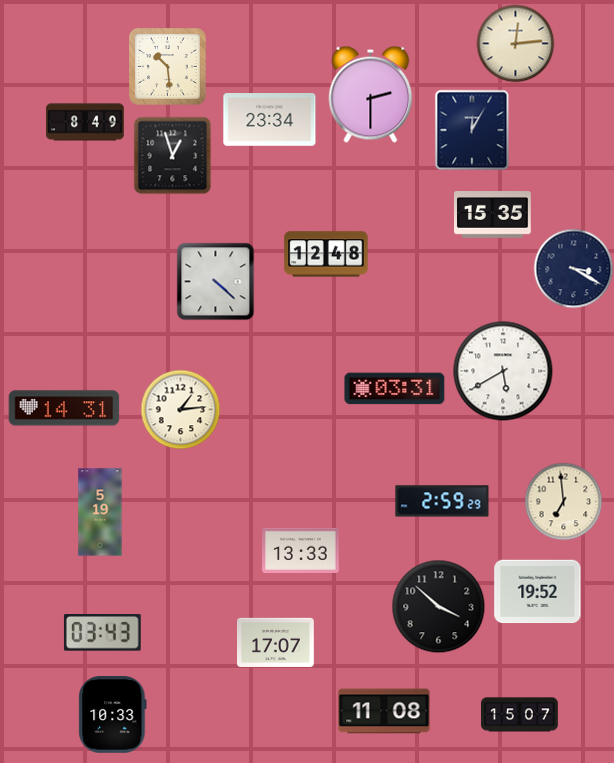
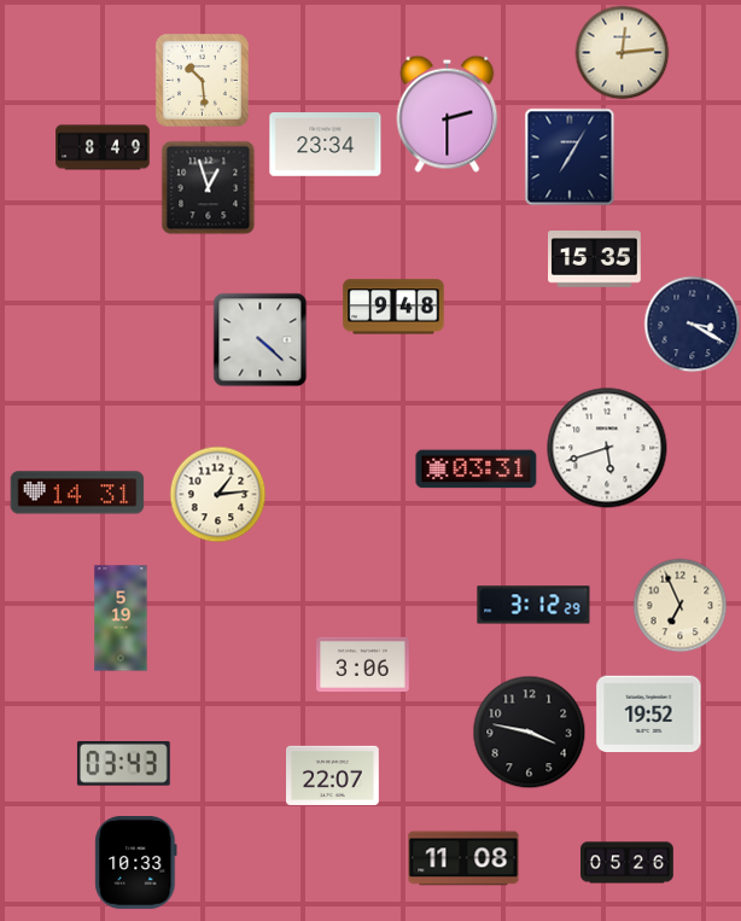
clock at (472, 130): 12:05 -> 7:05
clock at (326, 254): 12:48 -> 9:48
clock at (503, 371): 5:40 -> 5:42
clock at (442, 501): 2:59 -> 3:12
clock at (563, 501): 6:59 -> 6:56
clock at (301, 550): 13:33 -> 3:06
clock at (438, 606): 3:52 -> 3:47
clock at (276, 642): 17:07 -> 22:07
clock at (520, 715): 15:07 -> 05:26
